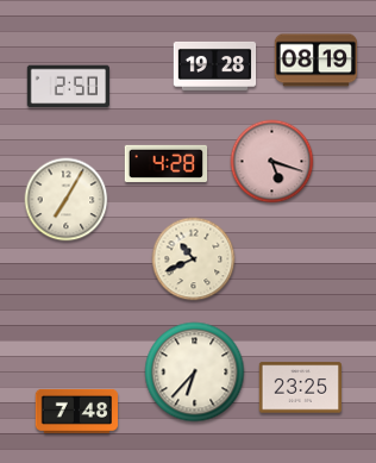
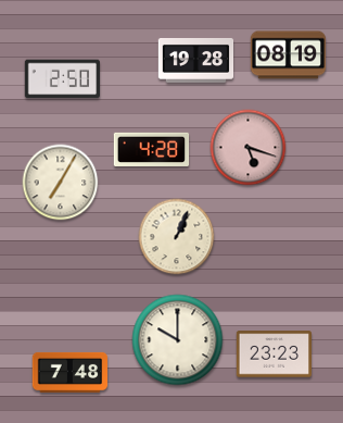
clock at (194, 259): 10:41 -> 1:04
clock at (195, 373): 6:37 -> 10:00
clock at (301, 388): 23:25 -> 23:23
clock at (77, 411) position: (77, 411) -> (71, 372)
